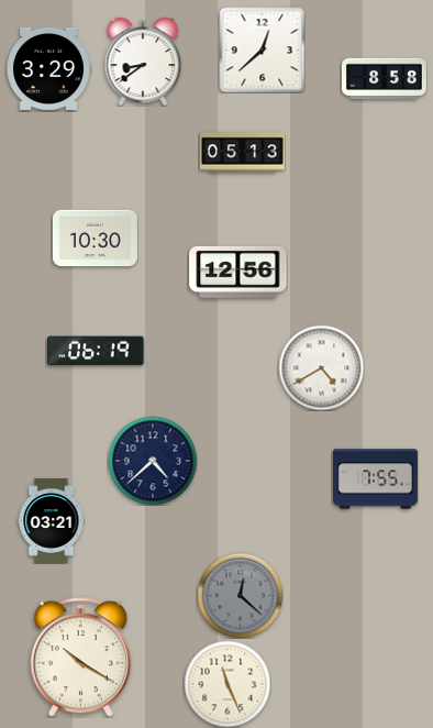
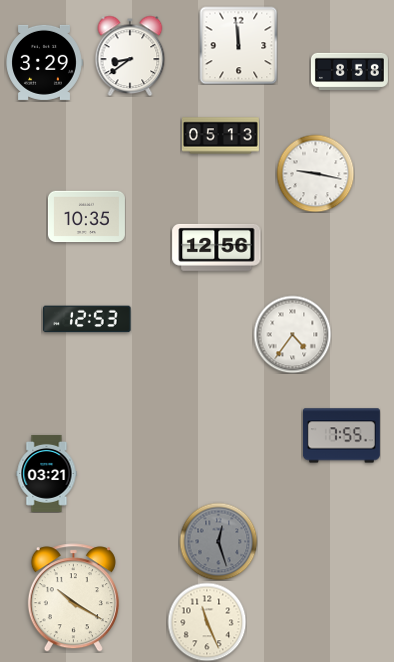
clock at (262, 49): 12:38 -> 11:59
clock at (242, 153) position: (242, 153) -> (220, 136)
clock at (315, 173): none -> 9:17
clock at (95, 239): 10:30 -> 10:35
clock at (96, 351): 06:19 -> 12:53
clock at (321, 367): 4:40 -> 4:36
clock at (153, 461): 4:38 -> none
clock at (240, 595): 12:22 -> 12:27
